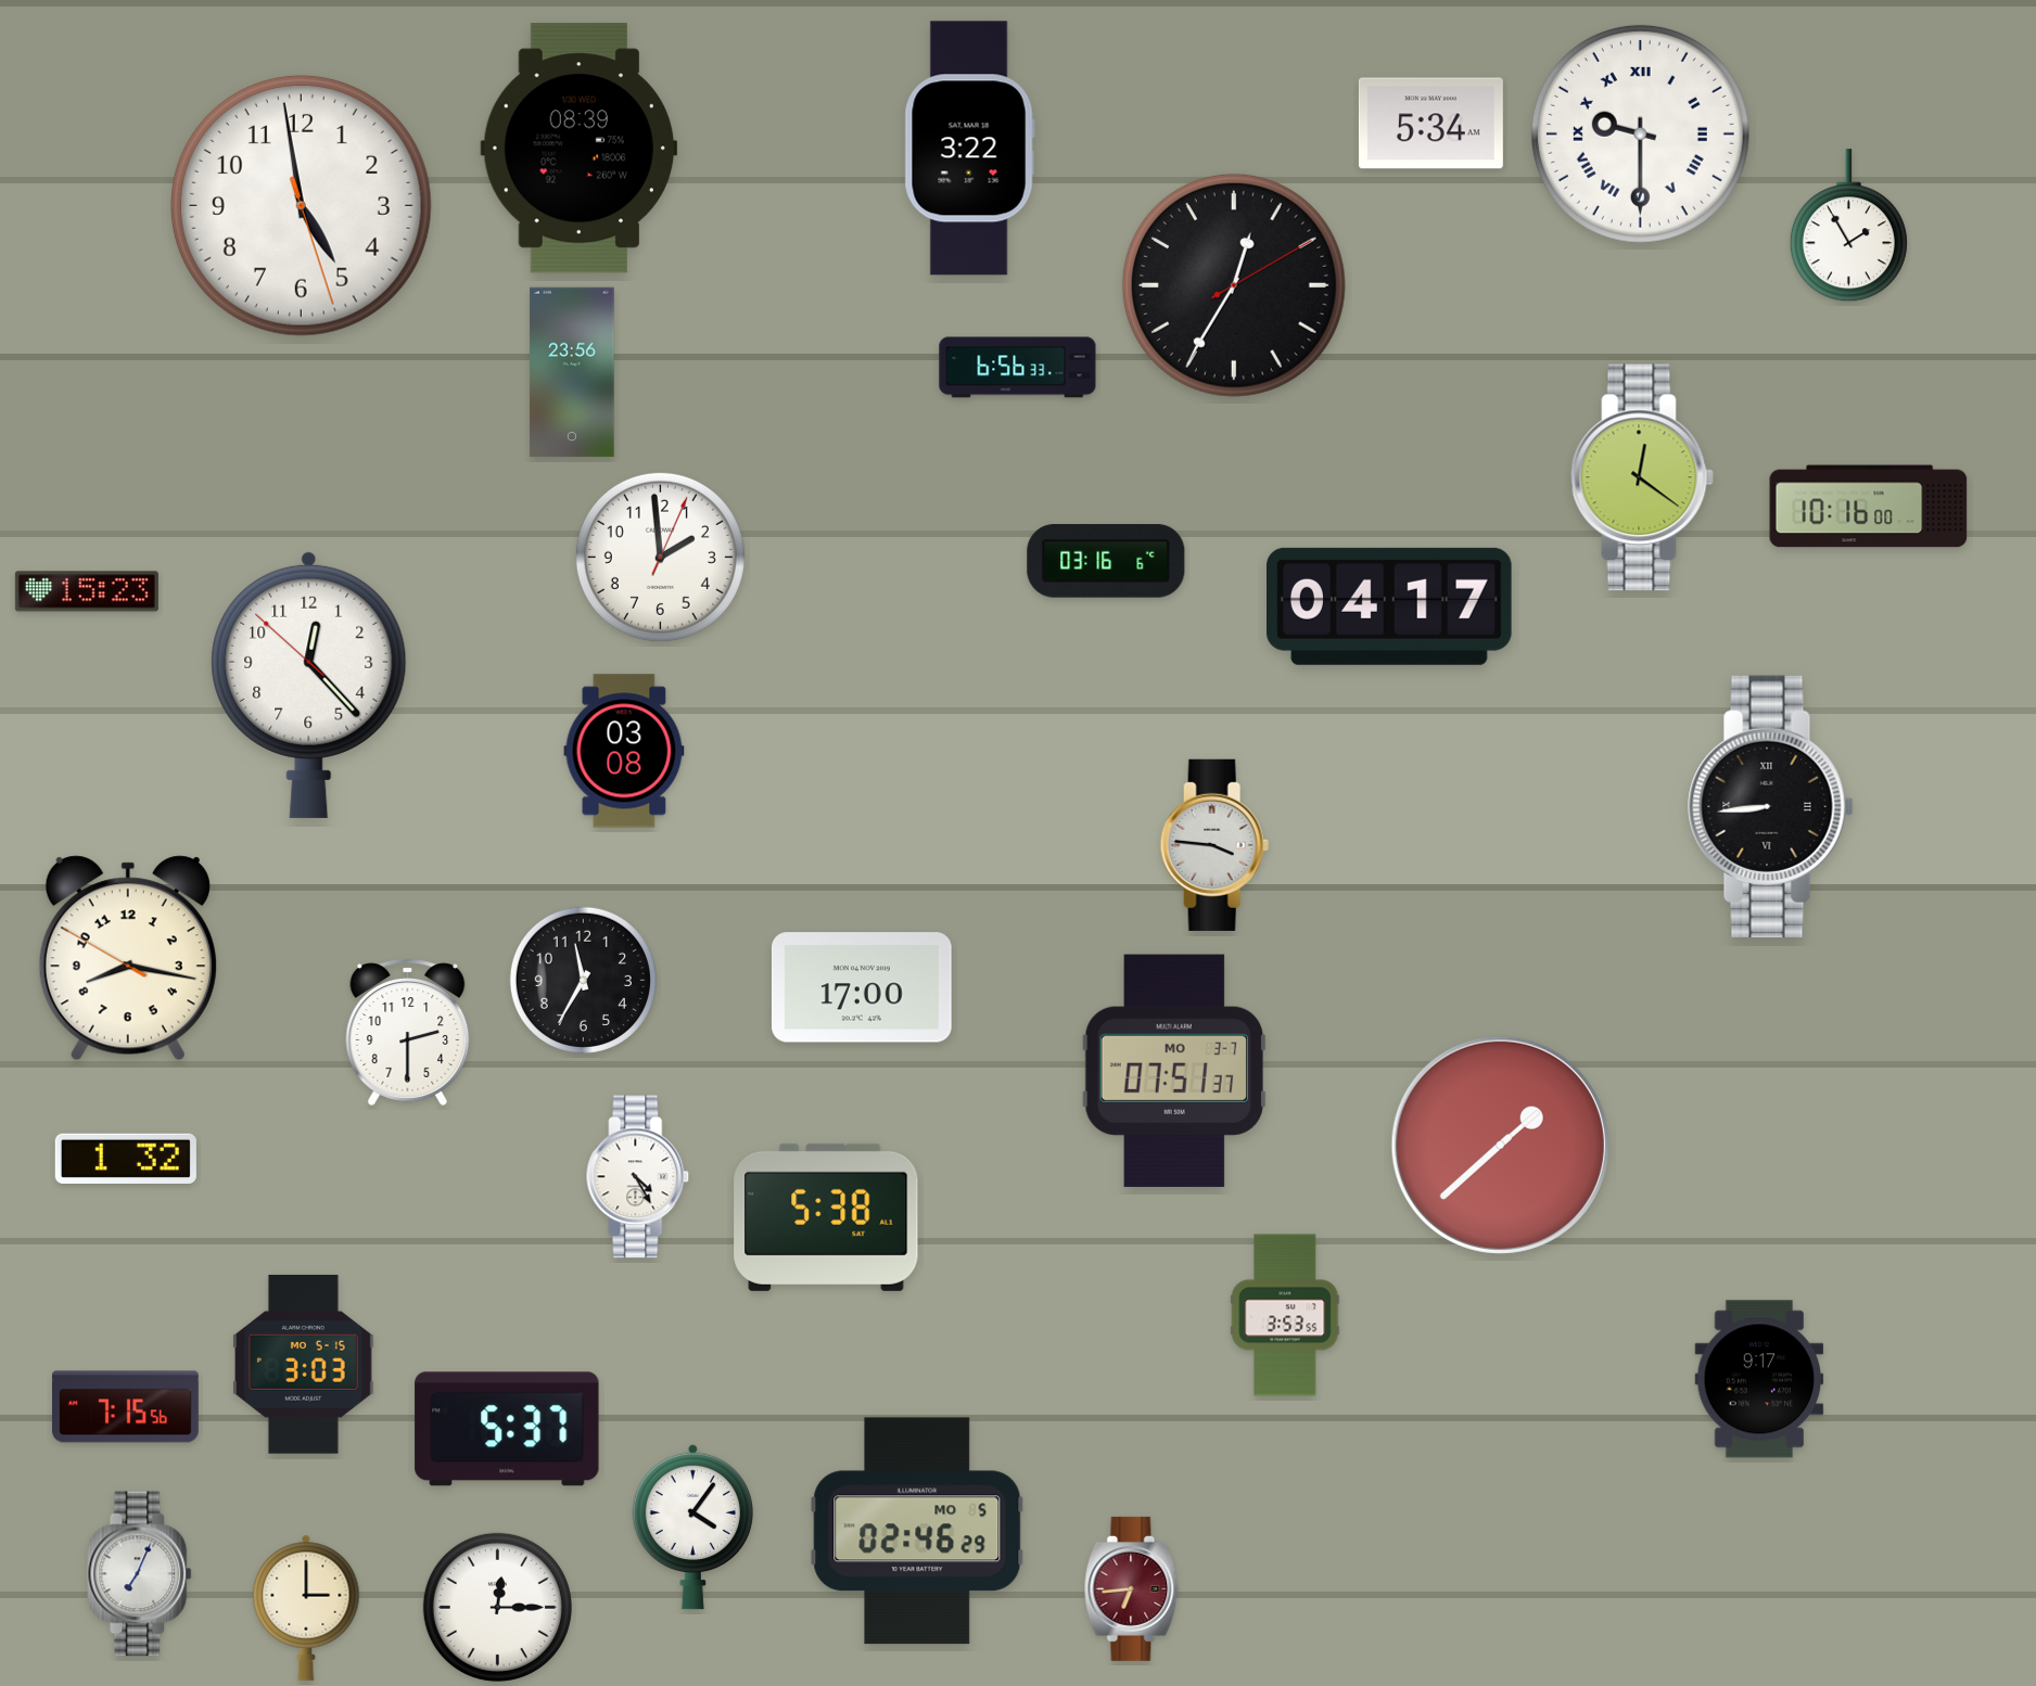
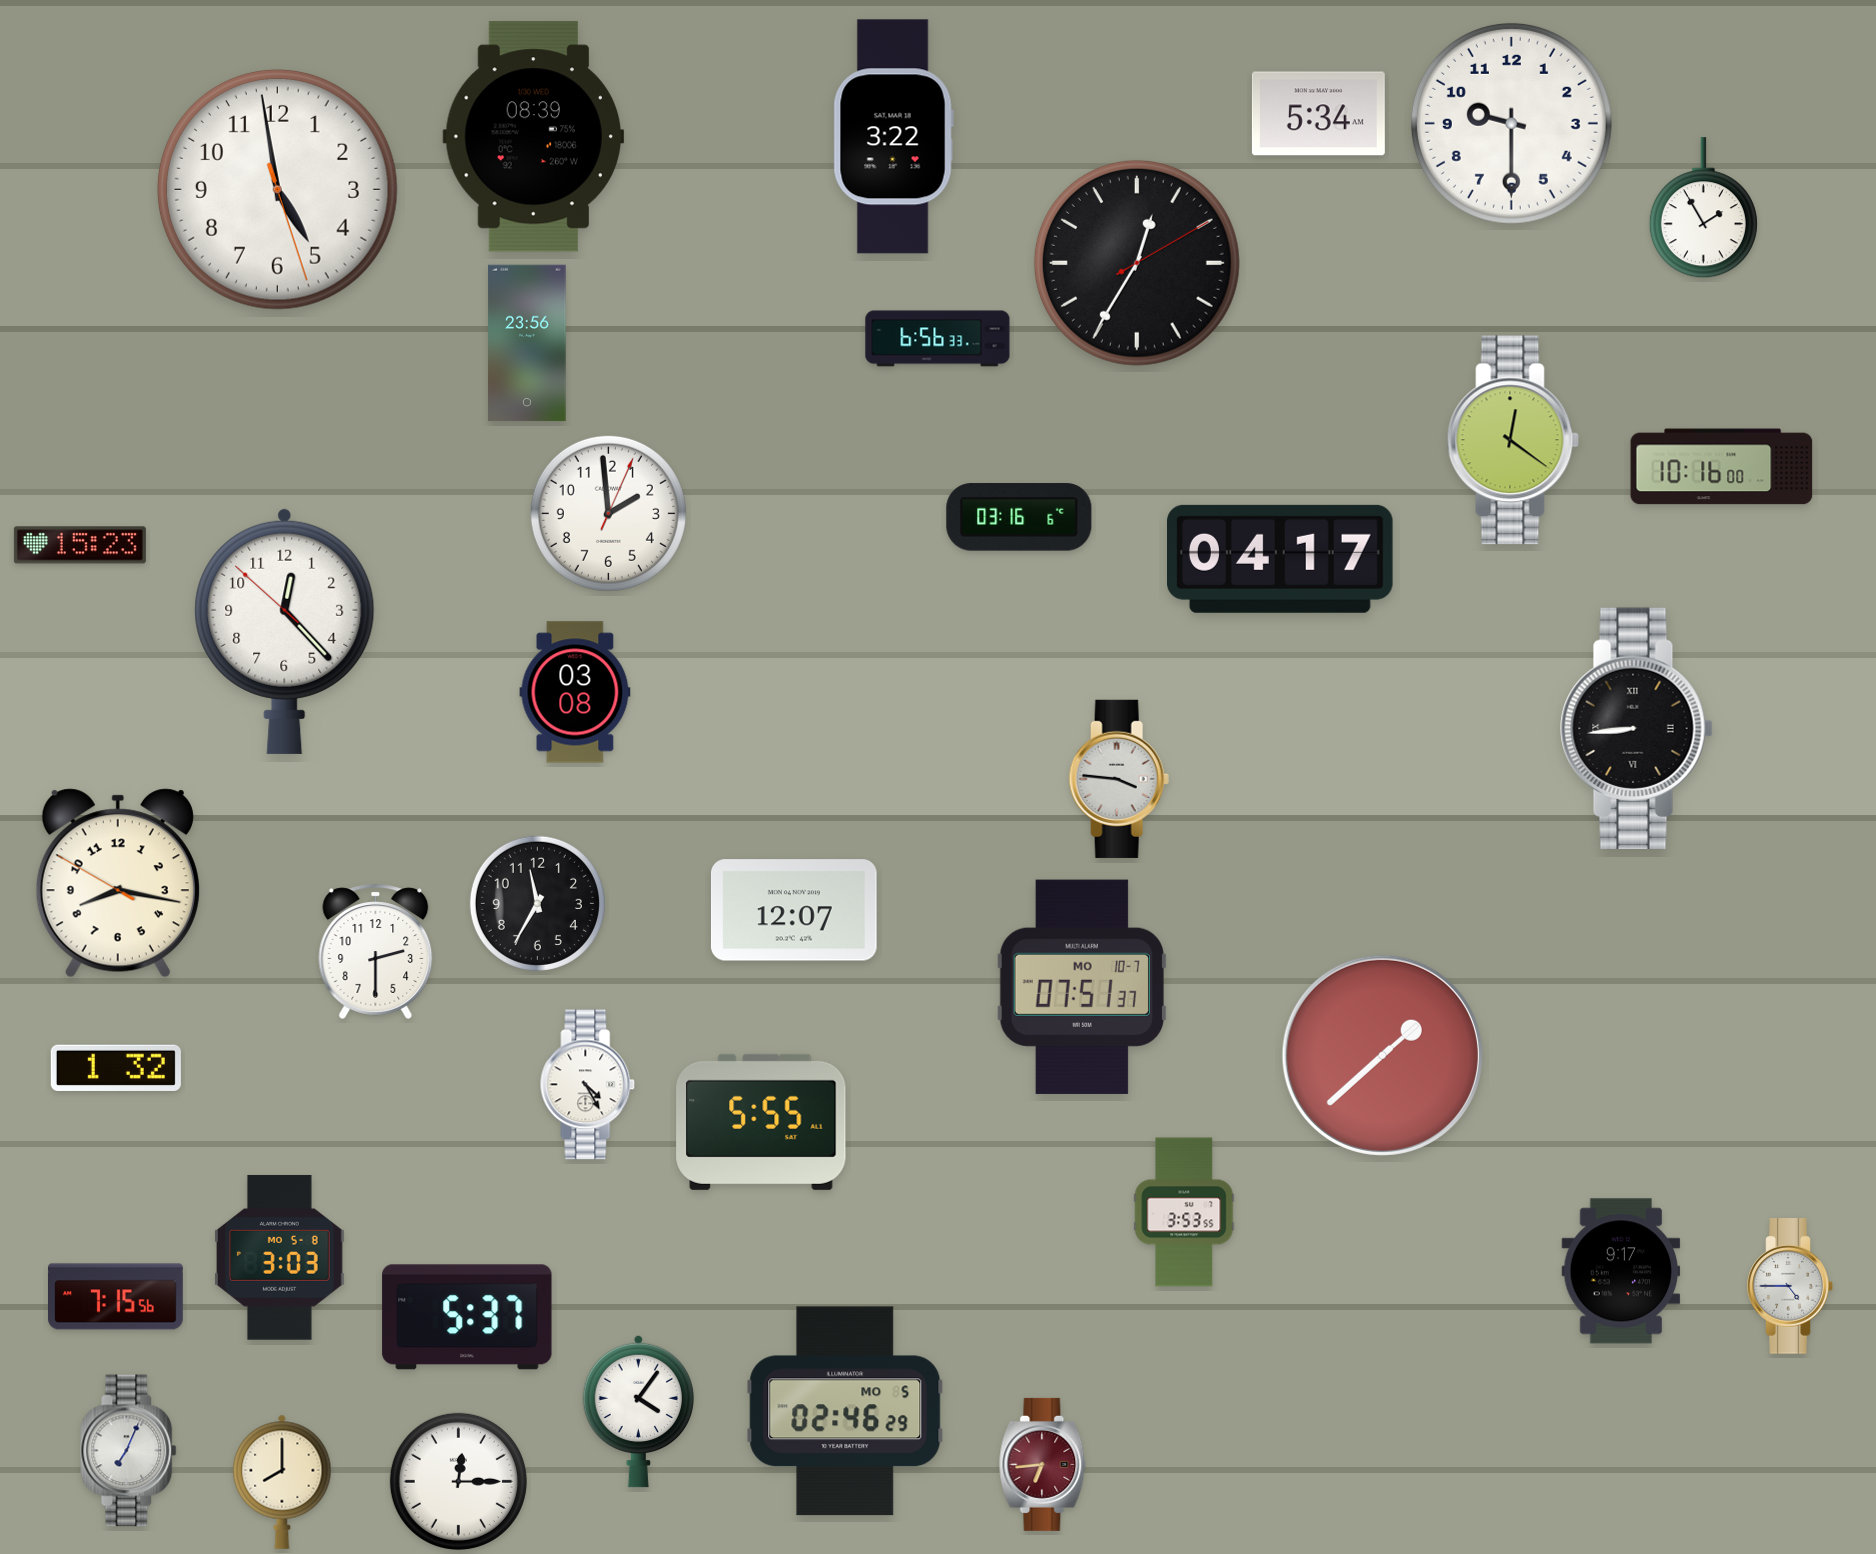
clock at (1640, 133) numerals: Roman -> Arabic
clock at (1771, 806) position: (1771, 806) -> (1637, 728)
clock at (862, 987): 17:00 -> 12:07
clock at (1174, 1071) date: MO 3-7 -> MO 10-7
clock at (826, 1217): 5:38 -> 5:55
clock at (304, 1364) date: MO 5-15 -> MO 5-8
clock at (1790, 1287): none -> 4:45
clock at (692, 1527) position: (692, 1527) -> (638, 1411)
clock at (306, 1608): 3:00 -> 8:00
